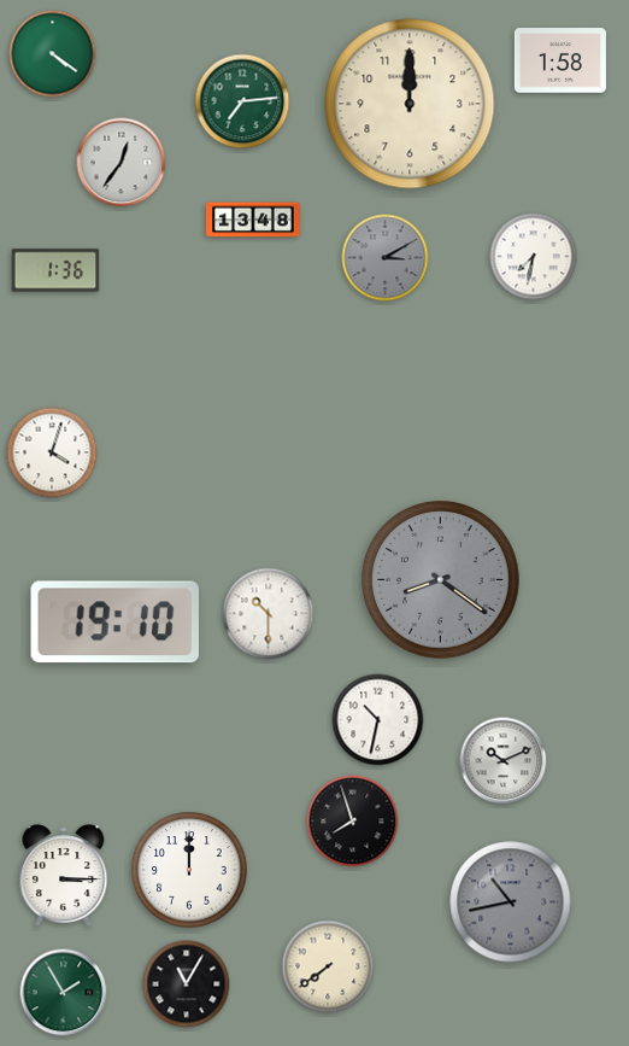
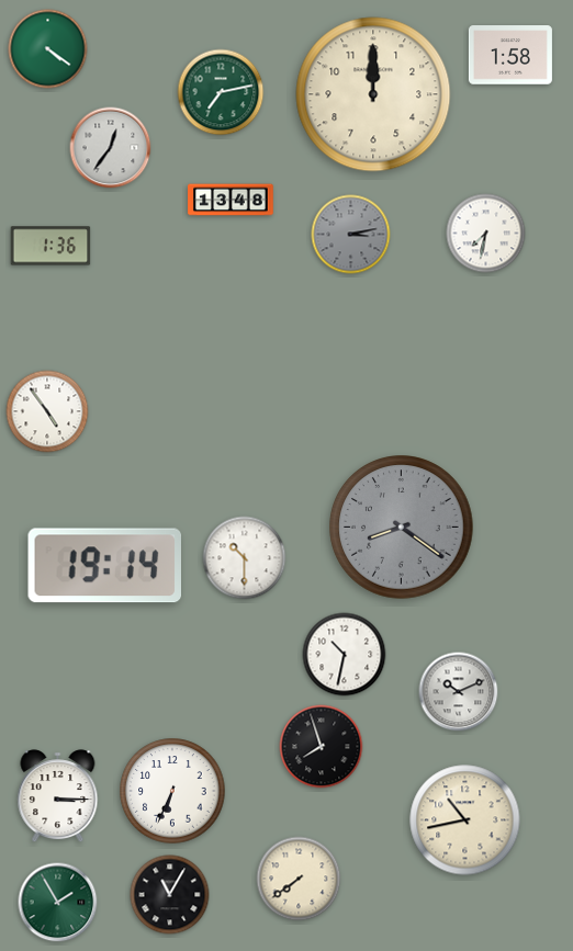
clock at (242, 101): 7:14 -> 7:13
clock at (386, 258): 3:10 -> 3:13
clock at (52, 452): 4:03 -> 4:54
clock at (114, 623): 19:10 -> 19:14
clock at (189, 870): 12:00 -> 6:34
clock at (511, 902) dial: grey -> cream
